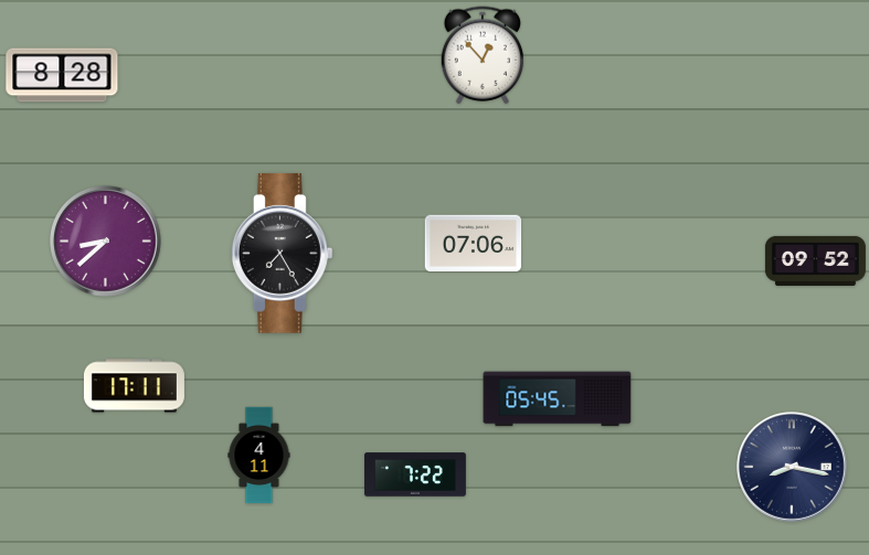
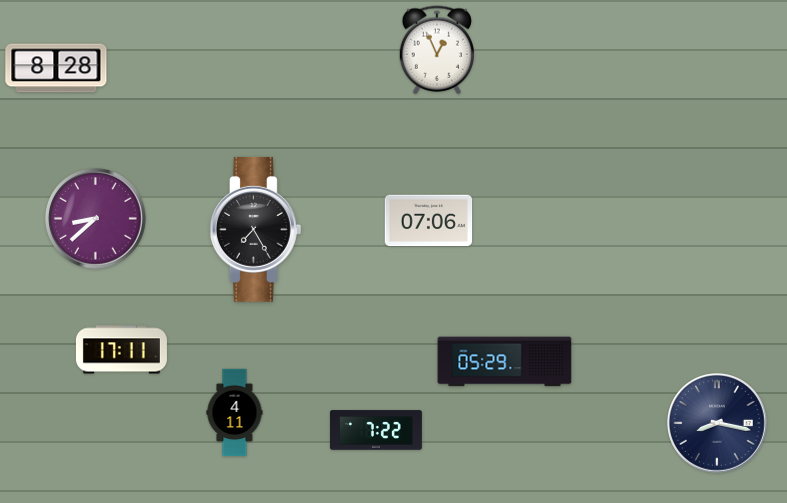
clock at (481, 55): 12:53 -> 12:56
clock at (815, 260): 09:52 -> none
clock at (558, 399): 05:45 -> 05:29
